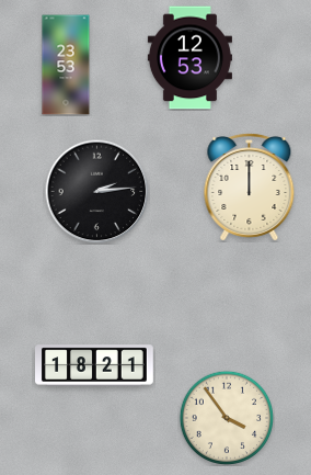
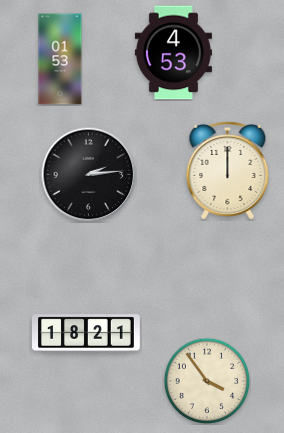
clock at (189, 58): 12:53 -> 4:53
clock at (66, 65): 23:53 -> 01:53
